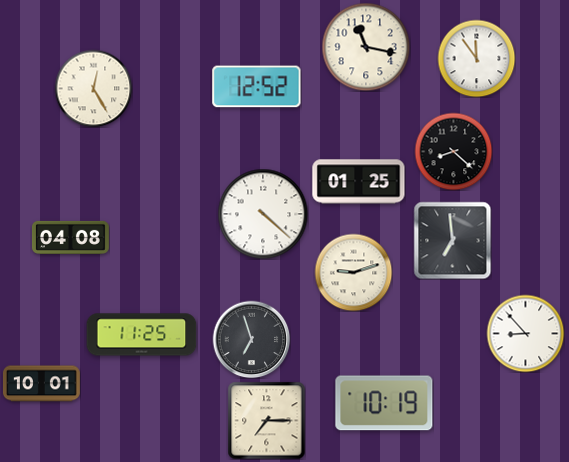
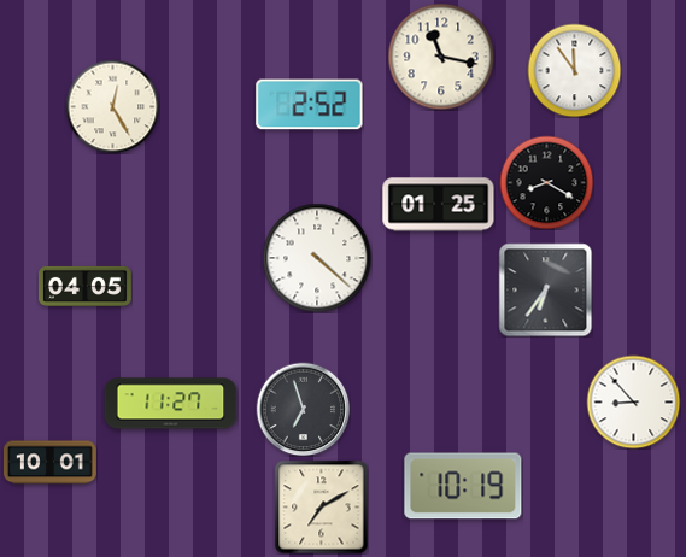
clock at (257, 87): 12:52 -> 2:52
clock at (453, 151): 8:22 -> 8:20
clock at (359, 182) position: (359, 182) -> (439, 205)
clock at (71, 237): 04:08 -> 04:05
clock at (452, 240): 6:59 -> 6:36
clock at (353, 272): 9:12 -> none
clock at (142, 335): 11:25 -> 11:27
clock at (266, 420): 7:15 -> 7:10
